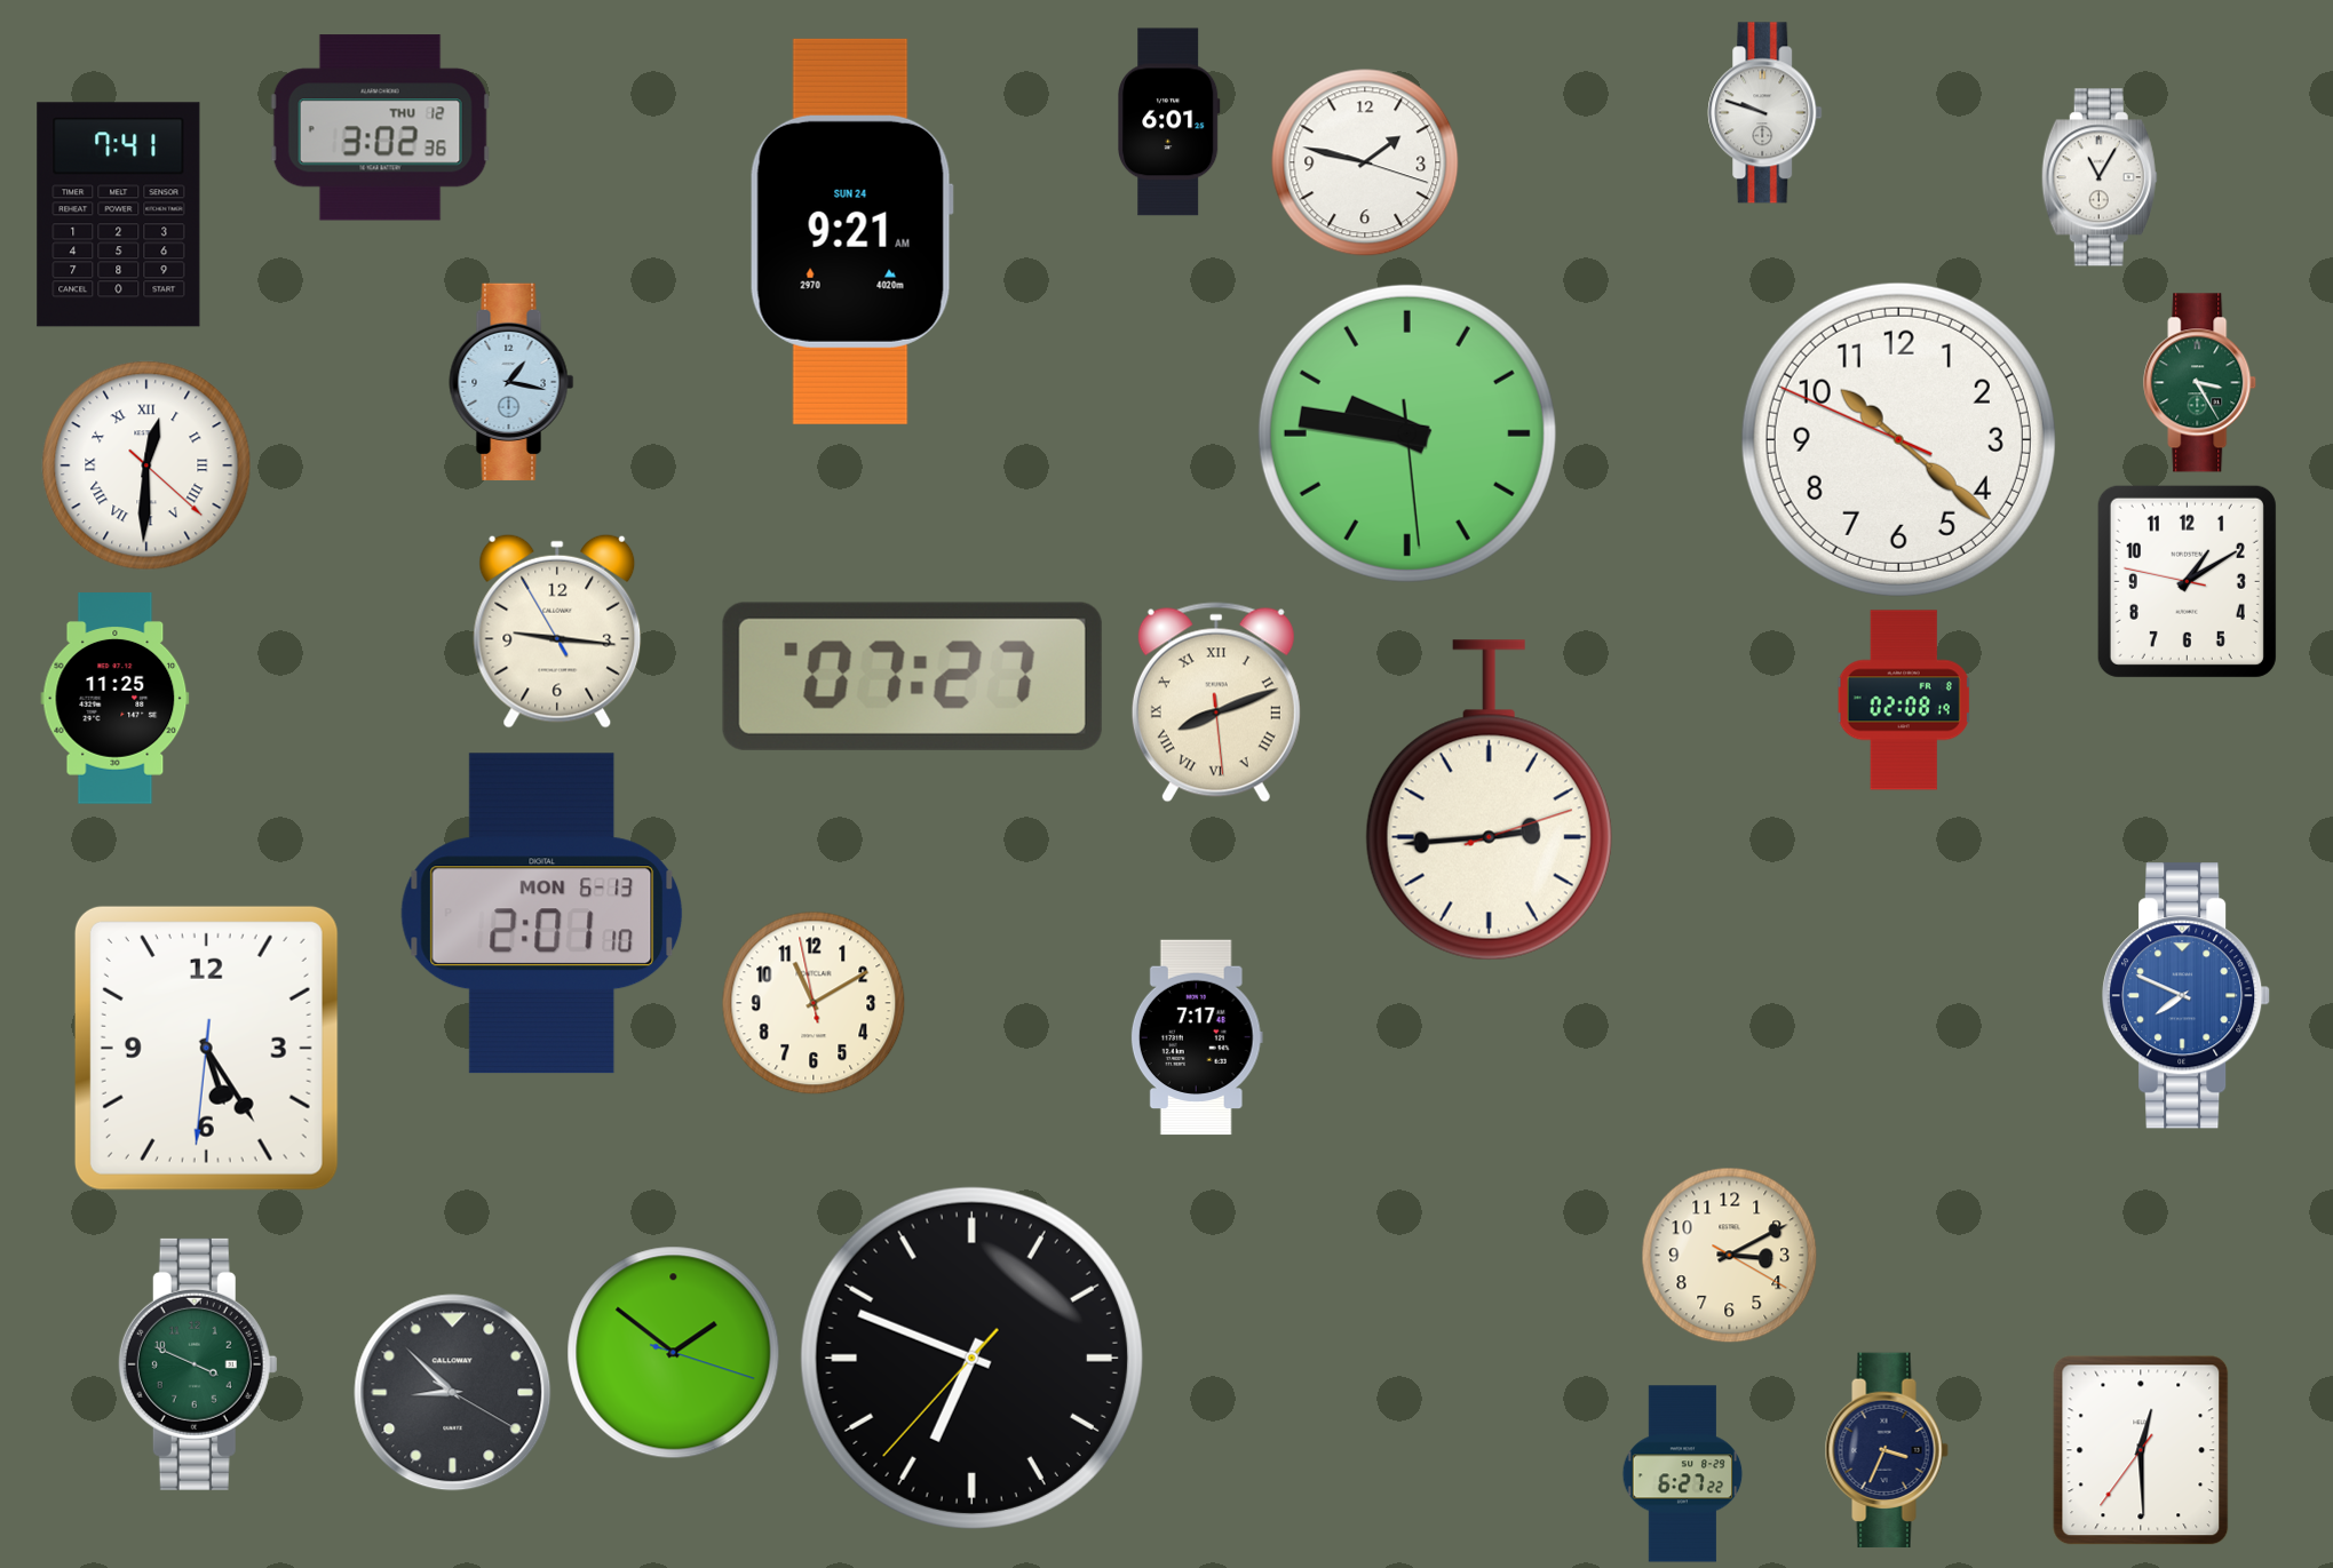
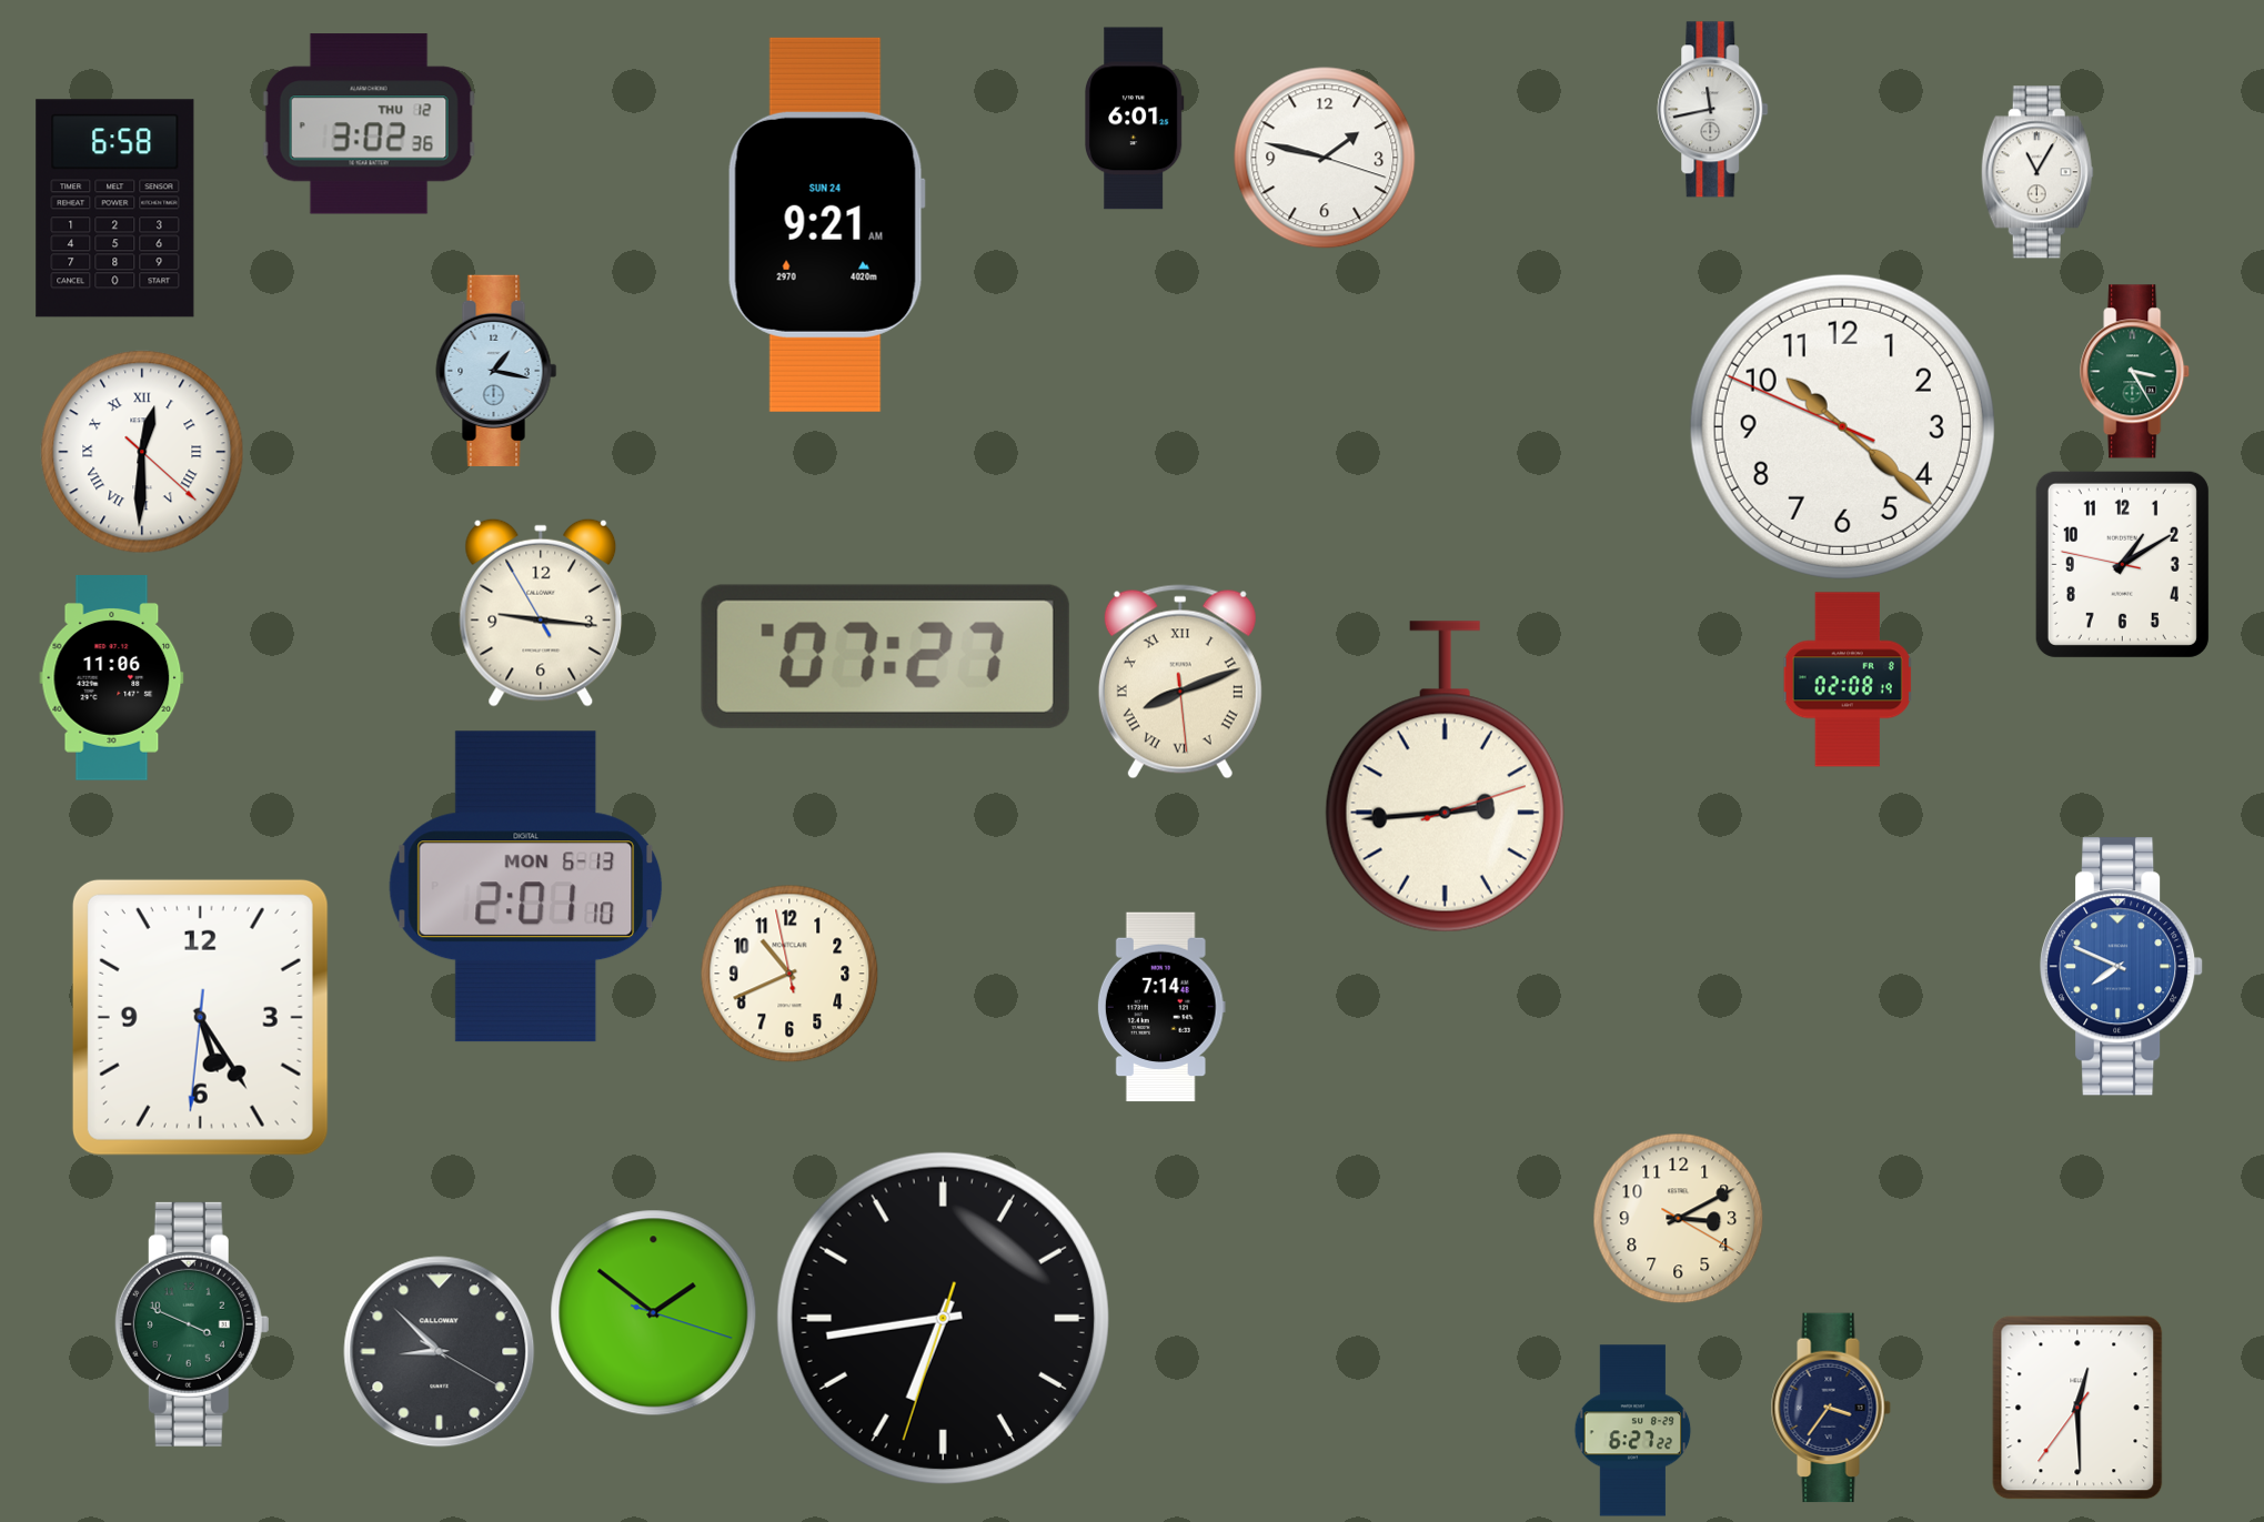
clock at (1765, 113): 9:48 -> 11:43
clock at (119, 215): 7:41 -> 6:58
clock at (1407, 433): 9:46 -> none
clock at (116, 699): 11:25 -> 11:06
clock at (814, 1003): 11:09 -> 10:40
clock at (1197, 1037): 7:17 -> 7:14
clock at (971, 1358): 6:48 -> 6:43
clock at (1887, 1450): 3:34 -> 3:36
